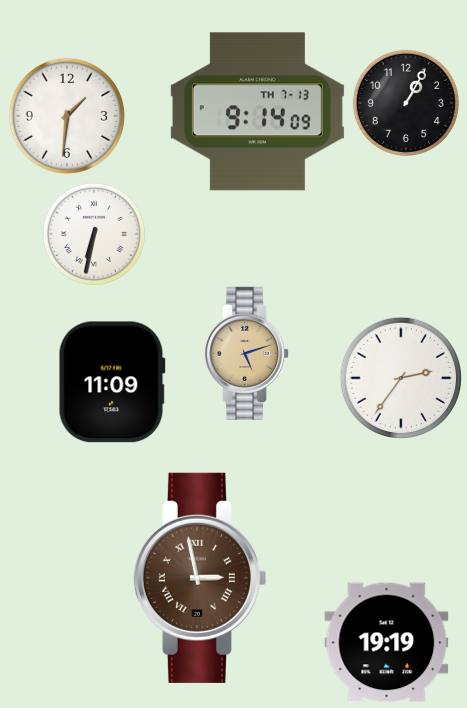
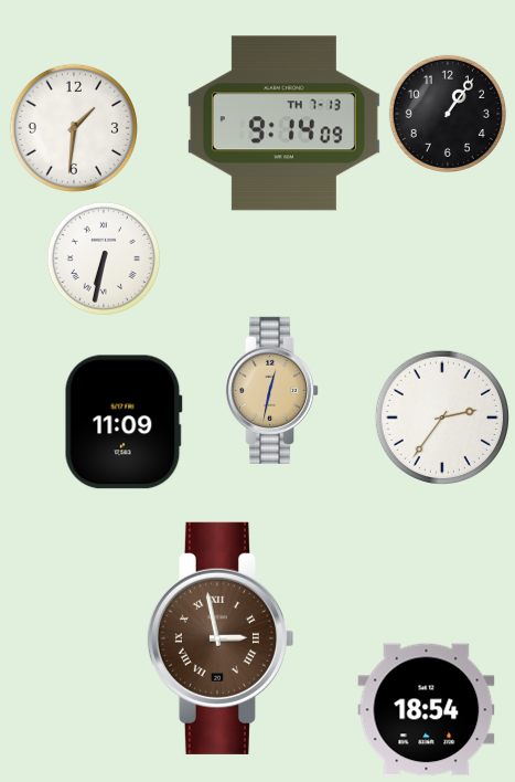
clock at (406, 103): 1:05 -> 1:06
clock at (248, 353): 5:12 -> 12:32
clock at (387, 643): 19:19 -> 18:54
